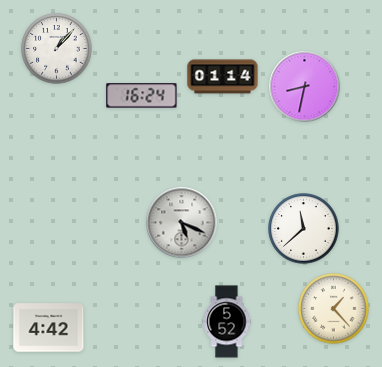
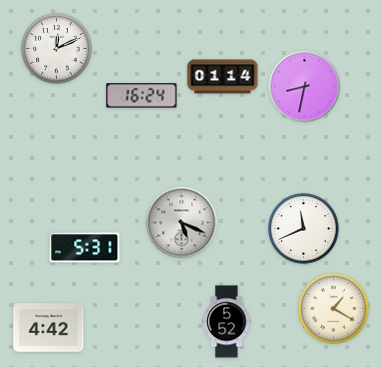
clock at (57, 49): 1:07 -> 12:11
clock at (304, 229): 11:38 -> 11:41
clock at (85, 248): none -> 5:31
clock at (334, 309): 1:23 -> 1:20
